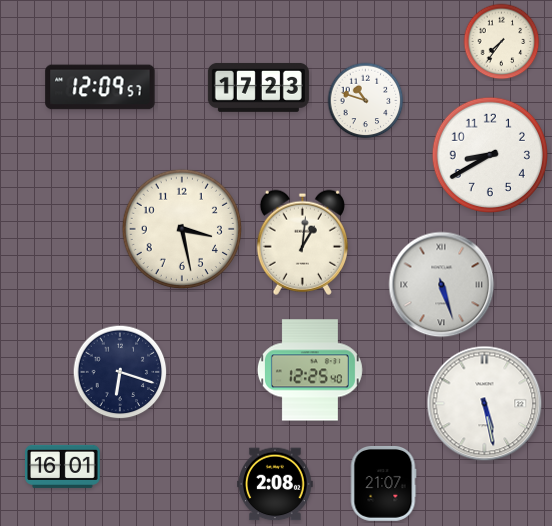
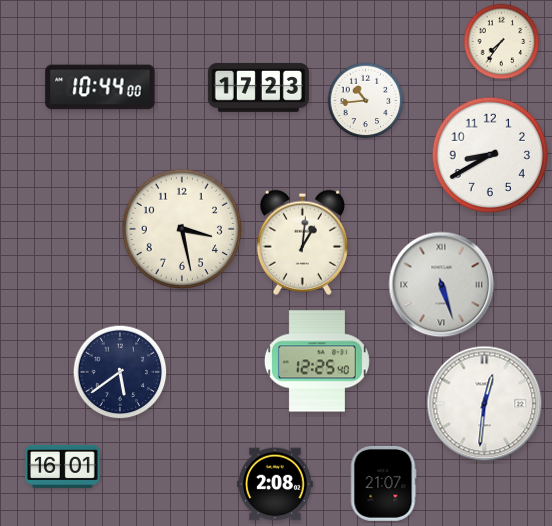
clock at (100, 87): 12:09 -> 10:44
clock at (366, 101): 10:48 -> 10:44
clock at (310, 370) position: (310, 370) -> (317, 361)
clock at (120, 372): 6:18 -> 5:39
clock at (485, 404): 5:28 -> 12:31
